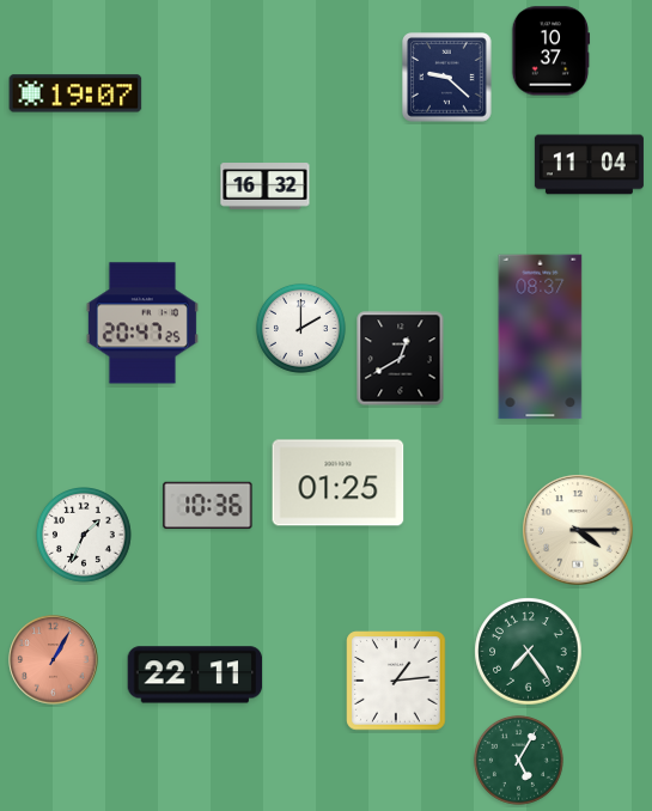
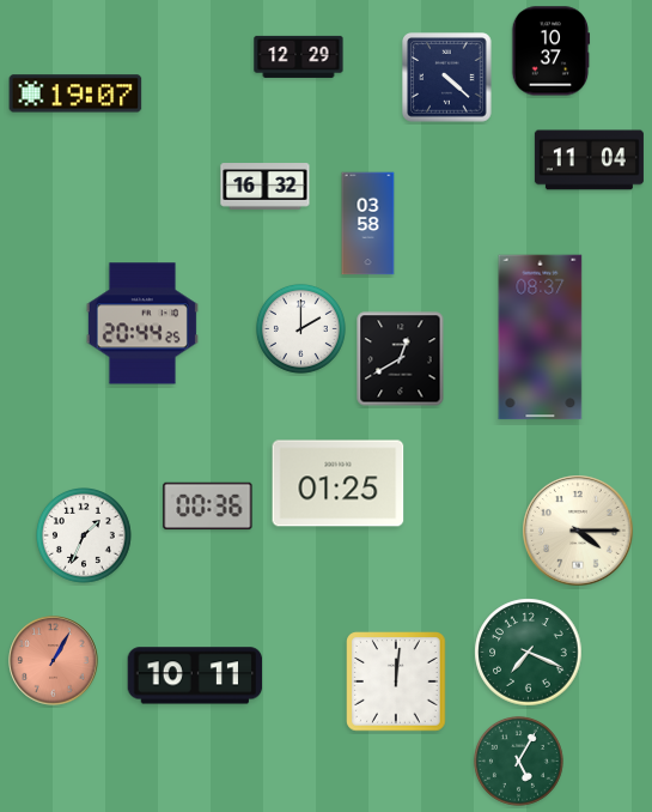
clock at (299, 56): none -> 12:29
clock at (447, 78): 9:22 -> 4:22
clock at (589, 165) position: (589, 165) -> (589, 160)
clock at (368, 224): none -> 03:58
clock at (142, 323): 20:47 -> 20:44
clock at (208, 506): 10:36 -> 00:36
clock at (529, 652): 7:24 -> 7:19
clock at (195, 675): 22:11 -> 10:11
clock at (396, 681): 1:14 -> 12:01
